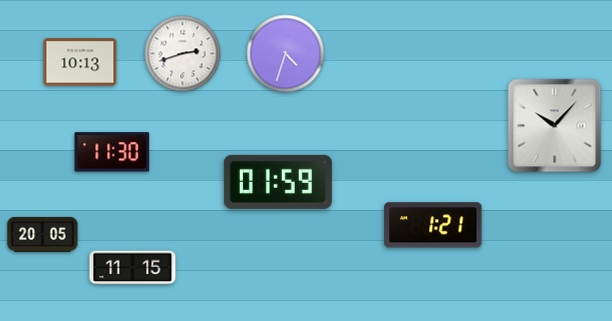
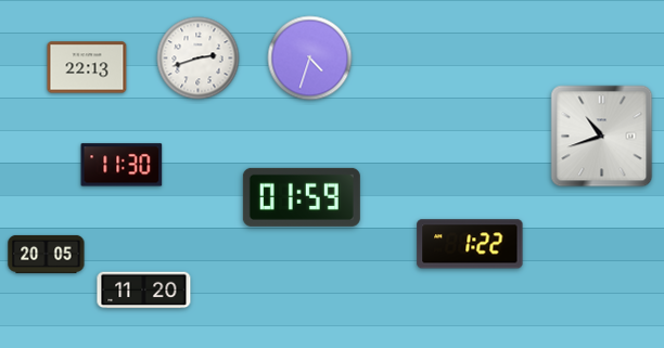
clock at (80, 62): 10:13 -> 22:13
clock at (555, 126): 10:07 -> 10:42
clock at (433, 225): 1:21 -> 1:22
clock at (133, 268): 11:15 -> 11:20
